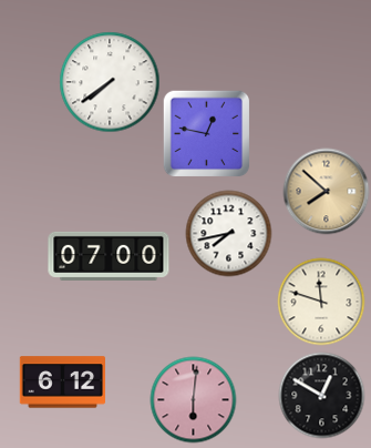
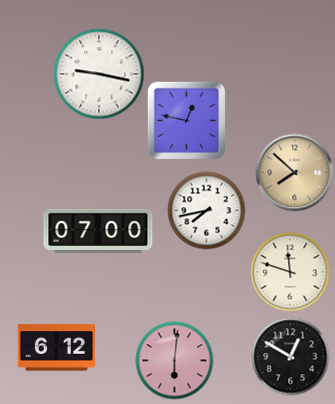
clock at (110, 82): 7:39 -> 9:17
clock at (62, 383) position: (62, 383) -> (56, 348)
